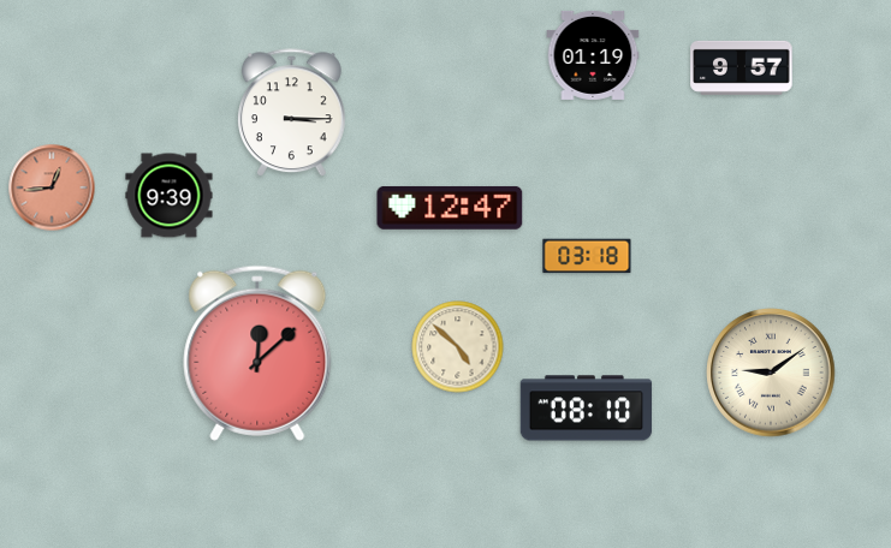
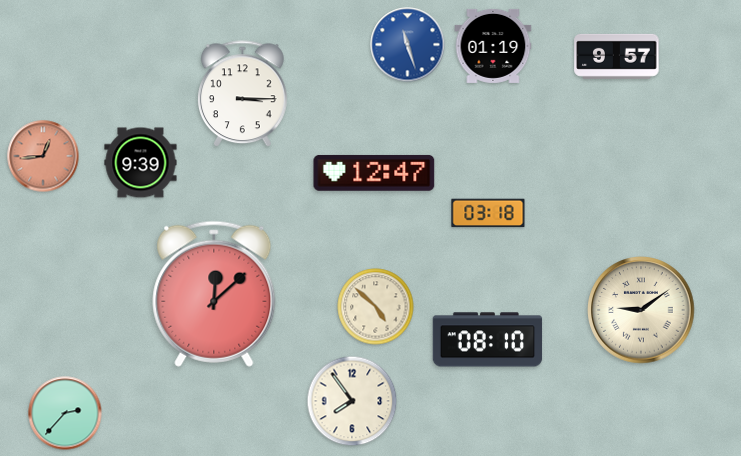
clock at (408, 45): none -> 11:27
clock at (458, 347) position: (458, 347) -> (376, 307)
clock at (352, 401): none -> 7:54
clock at (65, 413): none -> 2:37
